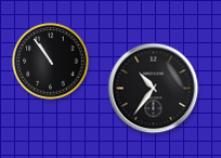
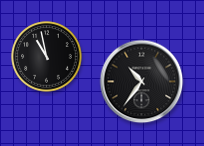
clock at (51, 62): 10:54 -> 10:58
